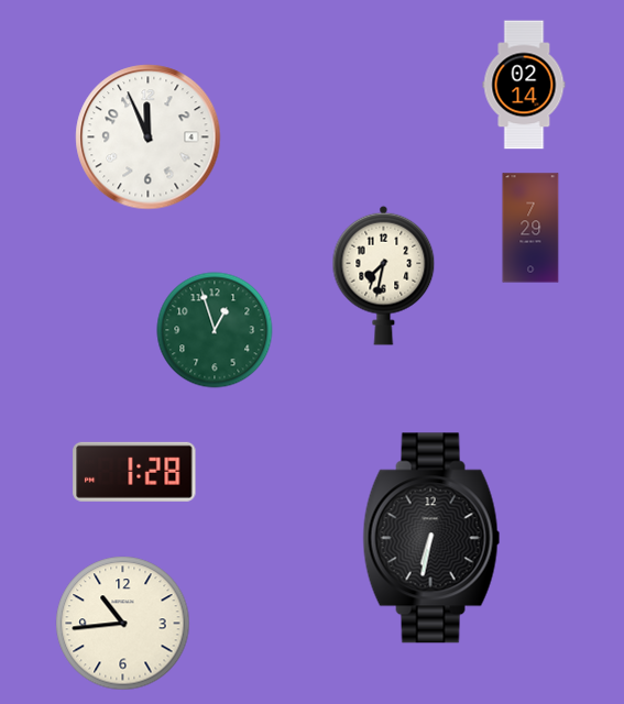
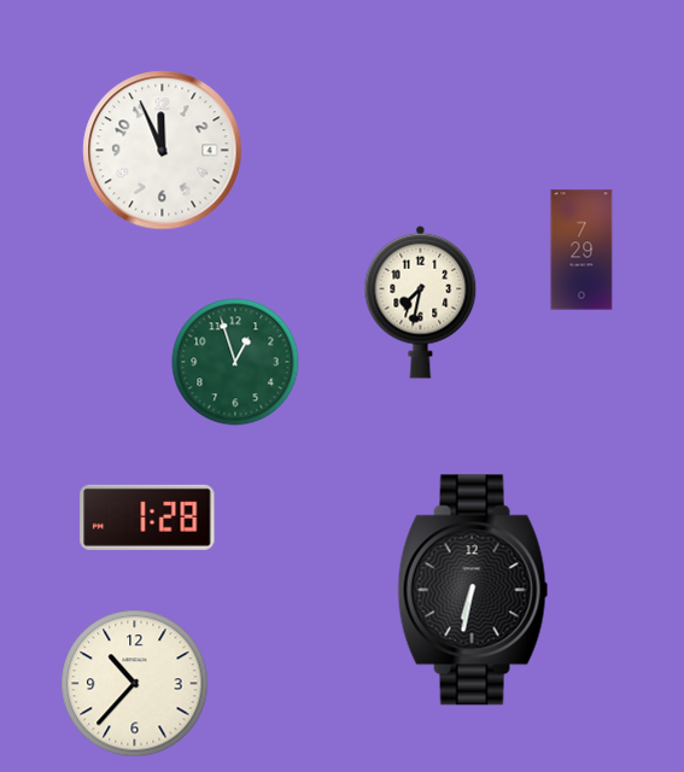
clock at (524, 85): 02:14 -> none
clock at (123, 624): 10:44 -> 10:37
